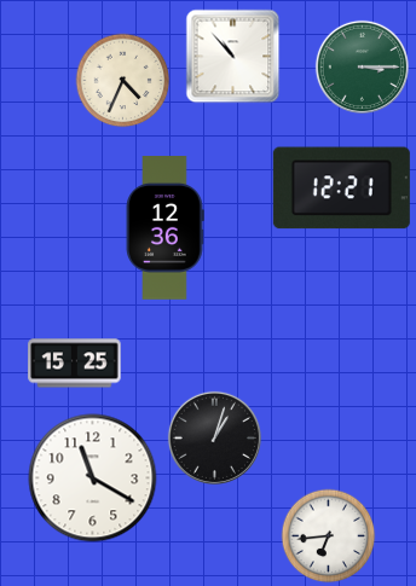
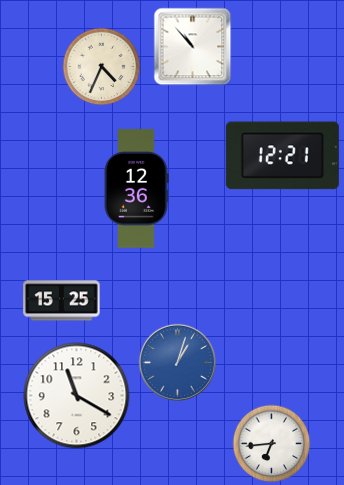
clock at (362, 66): 3:15 -> none
clock at (214, 437) dial: black -> blue
